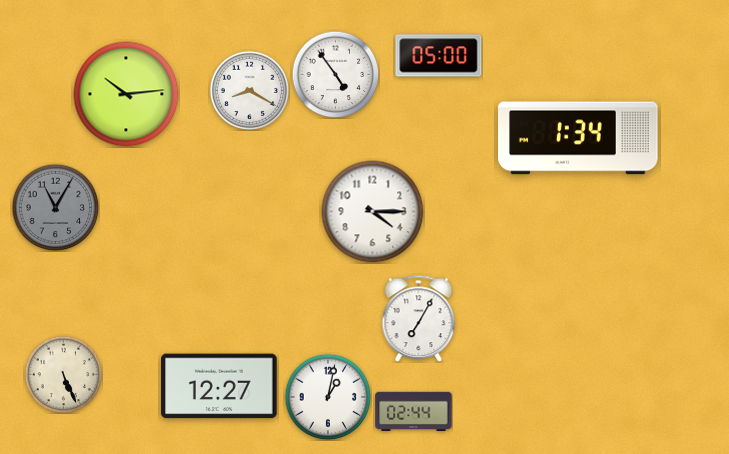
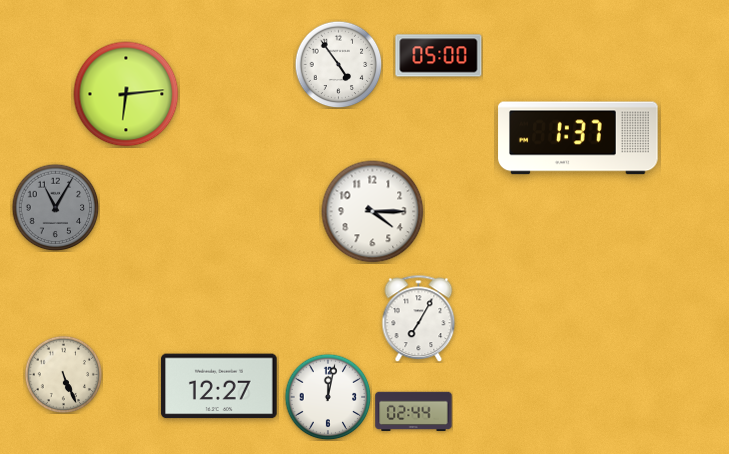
clock at (335, 74) position: (335, 74) -> (338, 64)
clock at (249, 90): 8:20 -> none
clock at (126, 94): 10:14 -> 6:14
clock at (578, 138): 1:34 -> 1:37
clock at (328, 397): 1:02 -> 12:02
